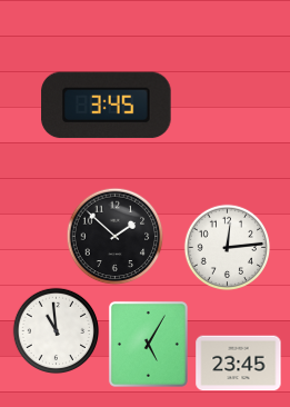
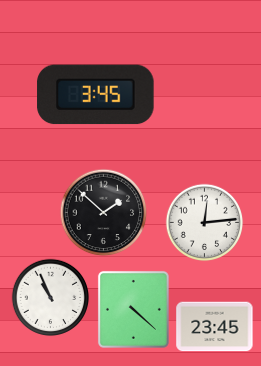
clock at (56, 330): 10:59 -> 10:56
clock at (148, 344): 5:05 -> 4:22
